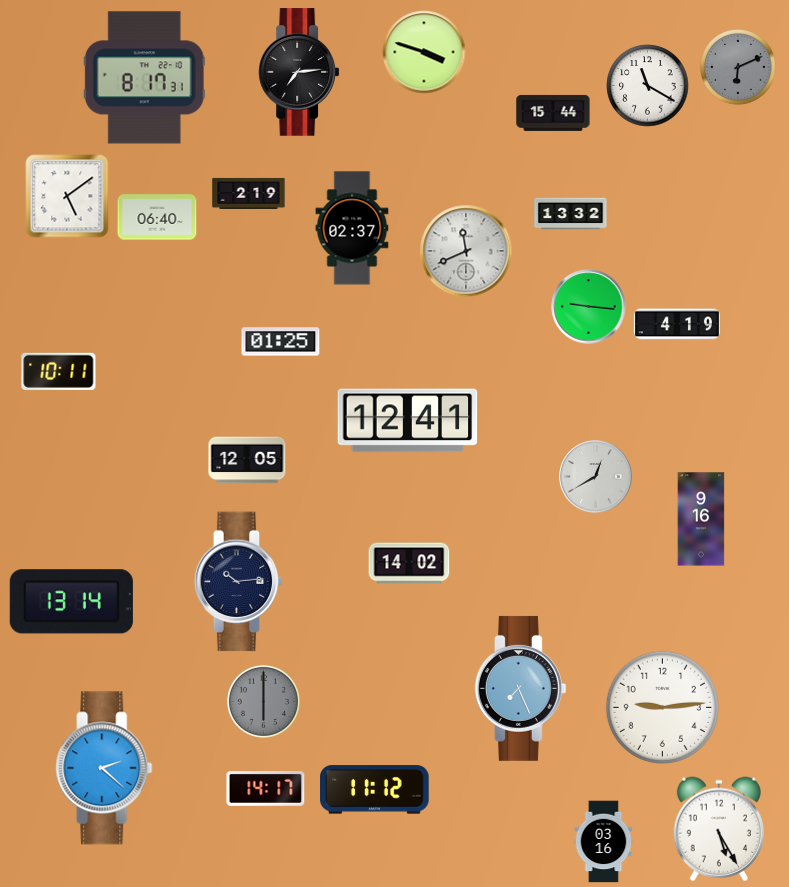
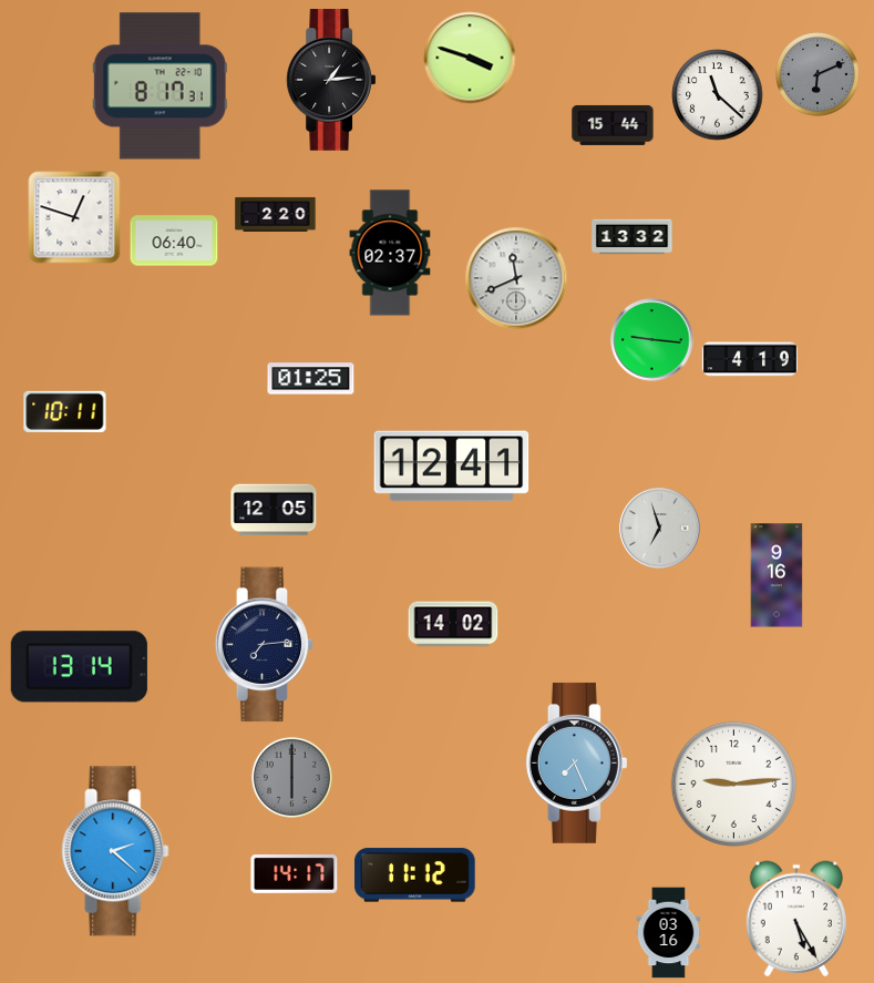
clock at (299, 72): 7:14 -> 1:14
clock at (648, 86): 11:20 -> 11:22
clock at (249, 193): 2:19 -> 2:20
clock at (67, 196): 5:09 -> 12:48
clock at (596, 477): 12:40 -> 6:57
clock at (239, 582): 10:14 -> 7:14
